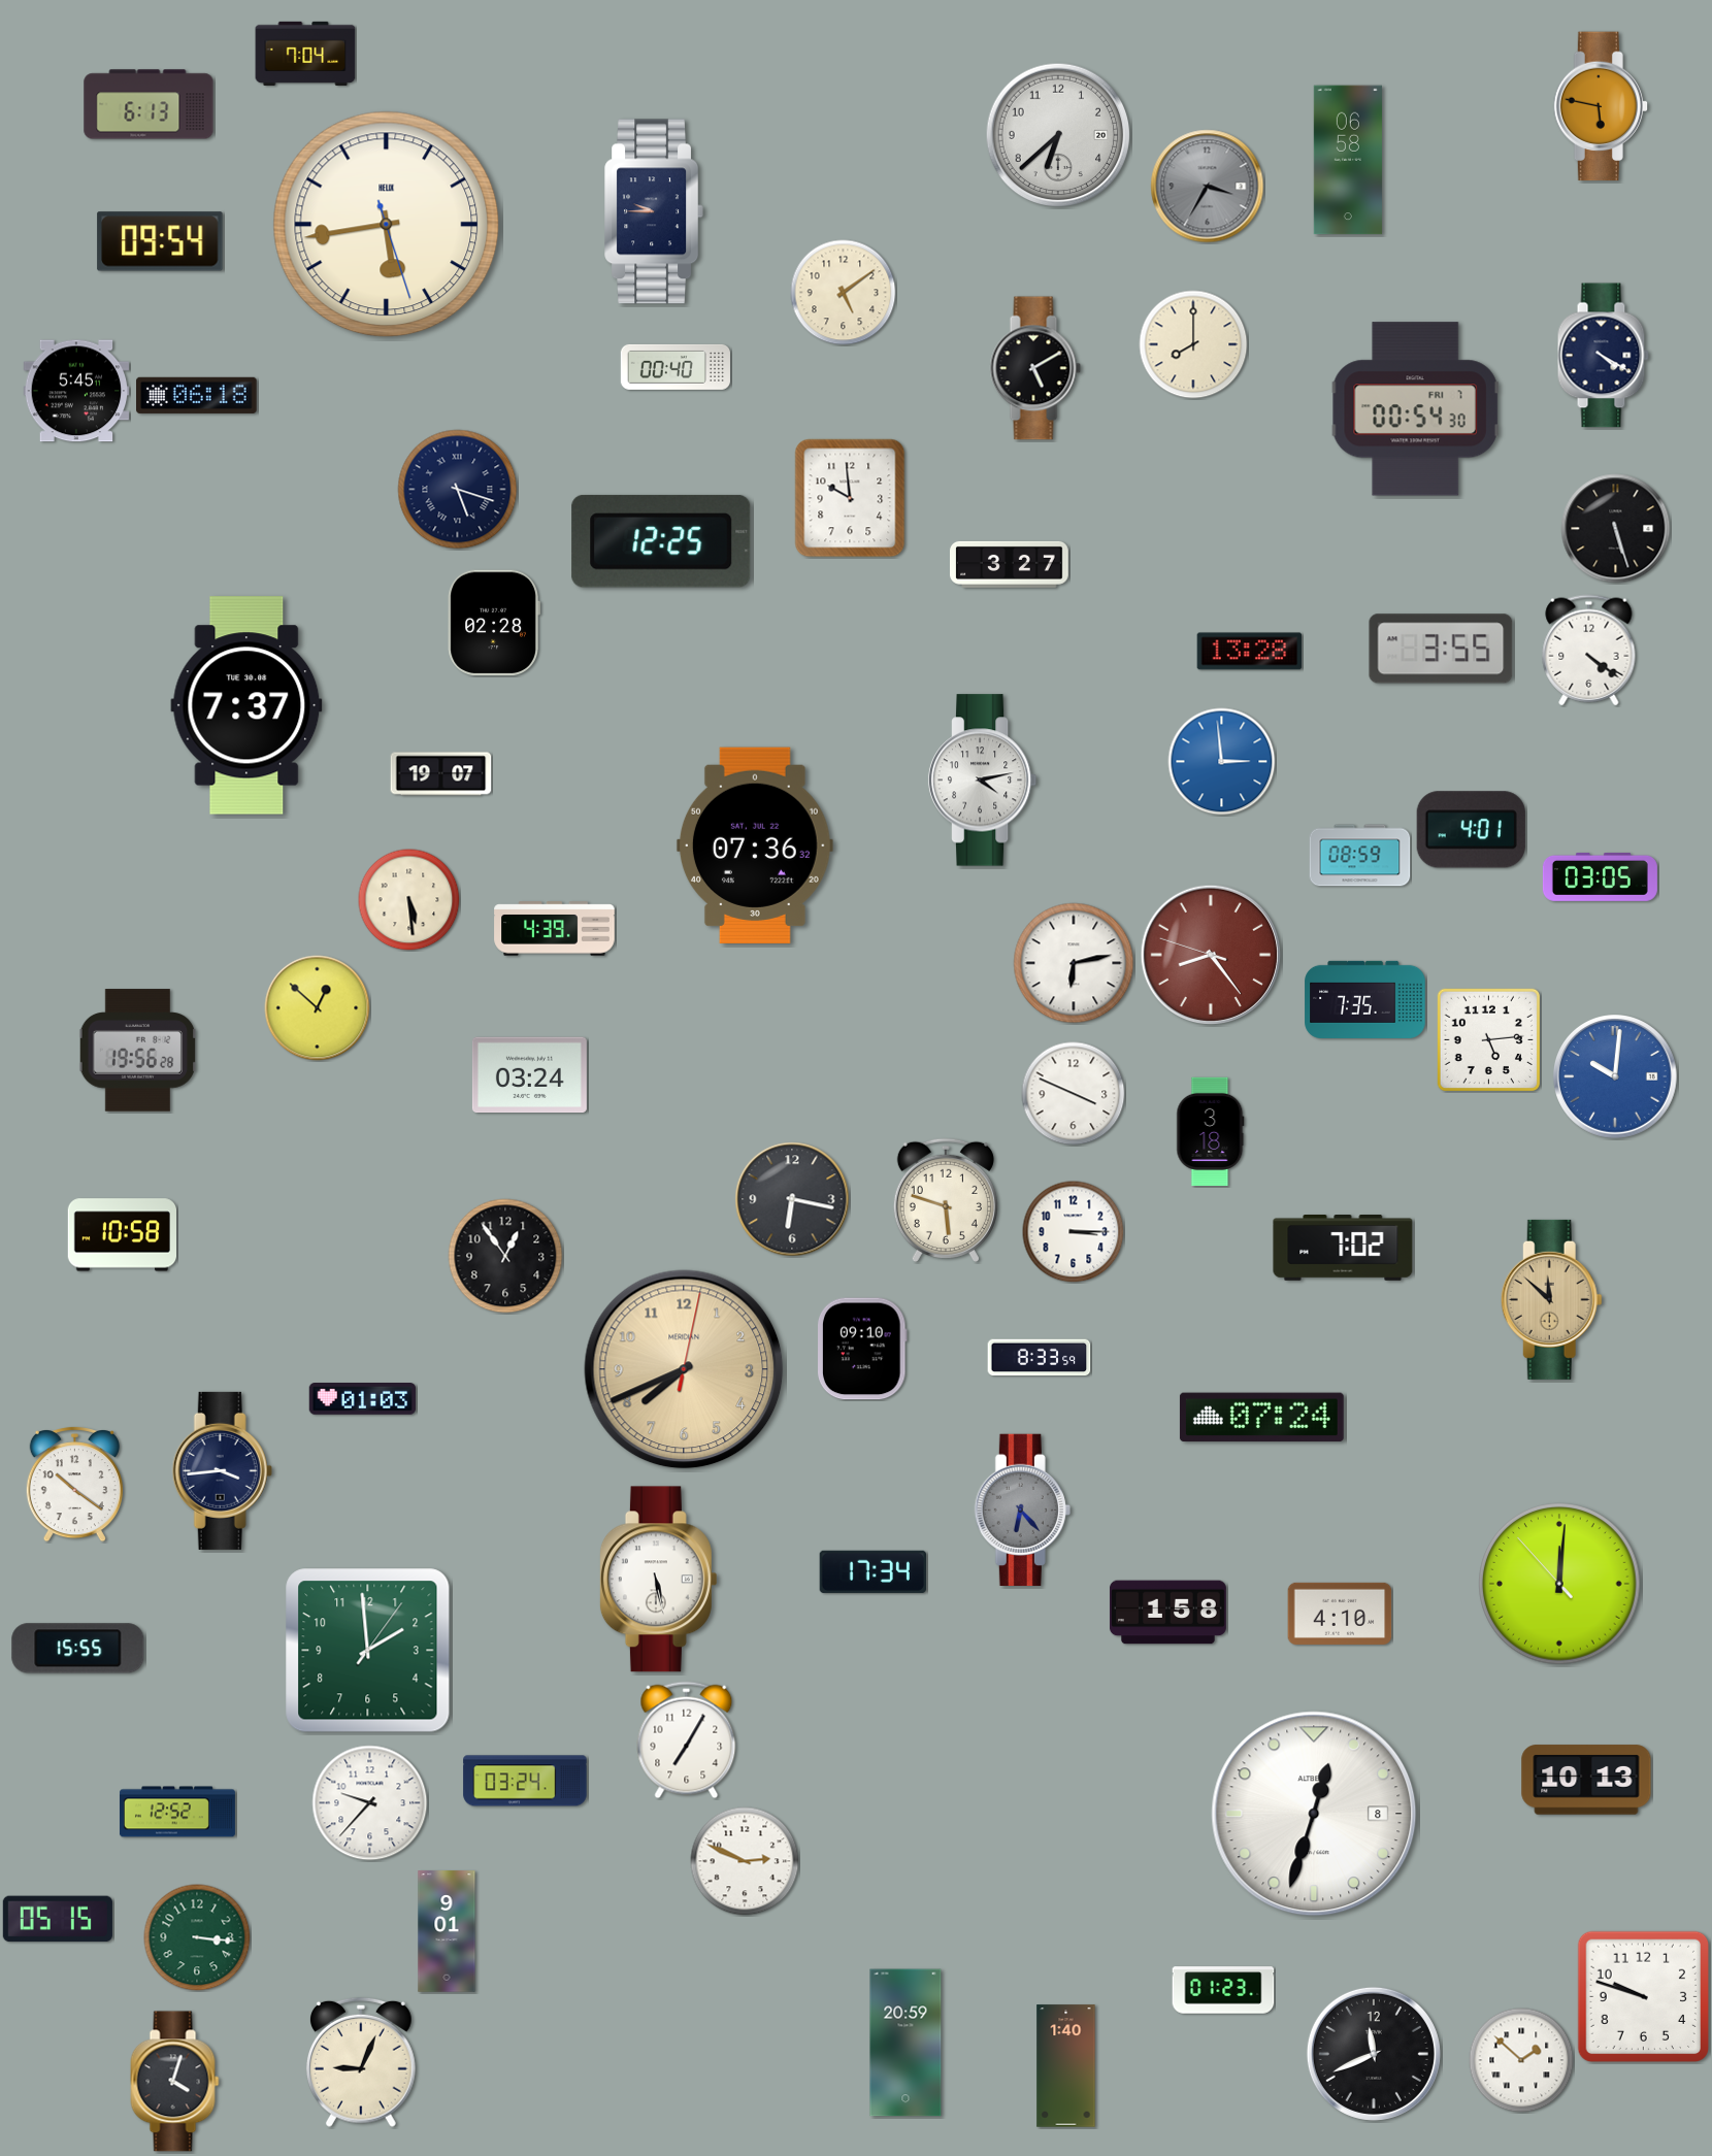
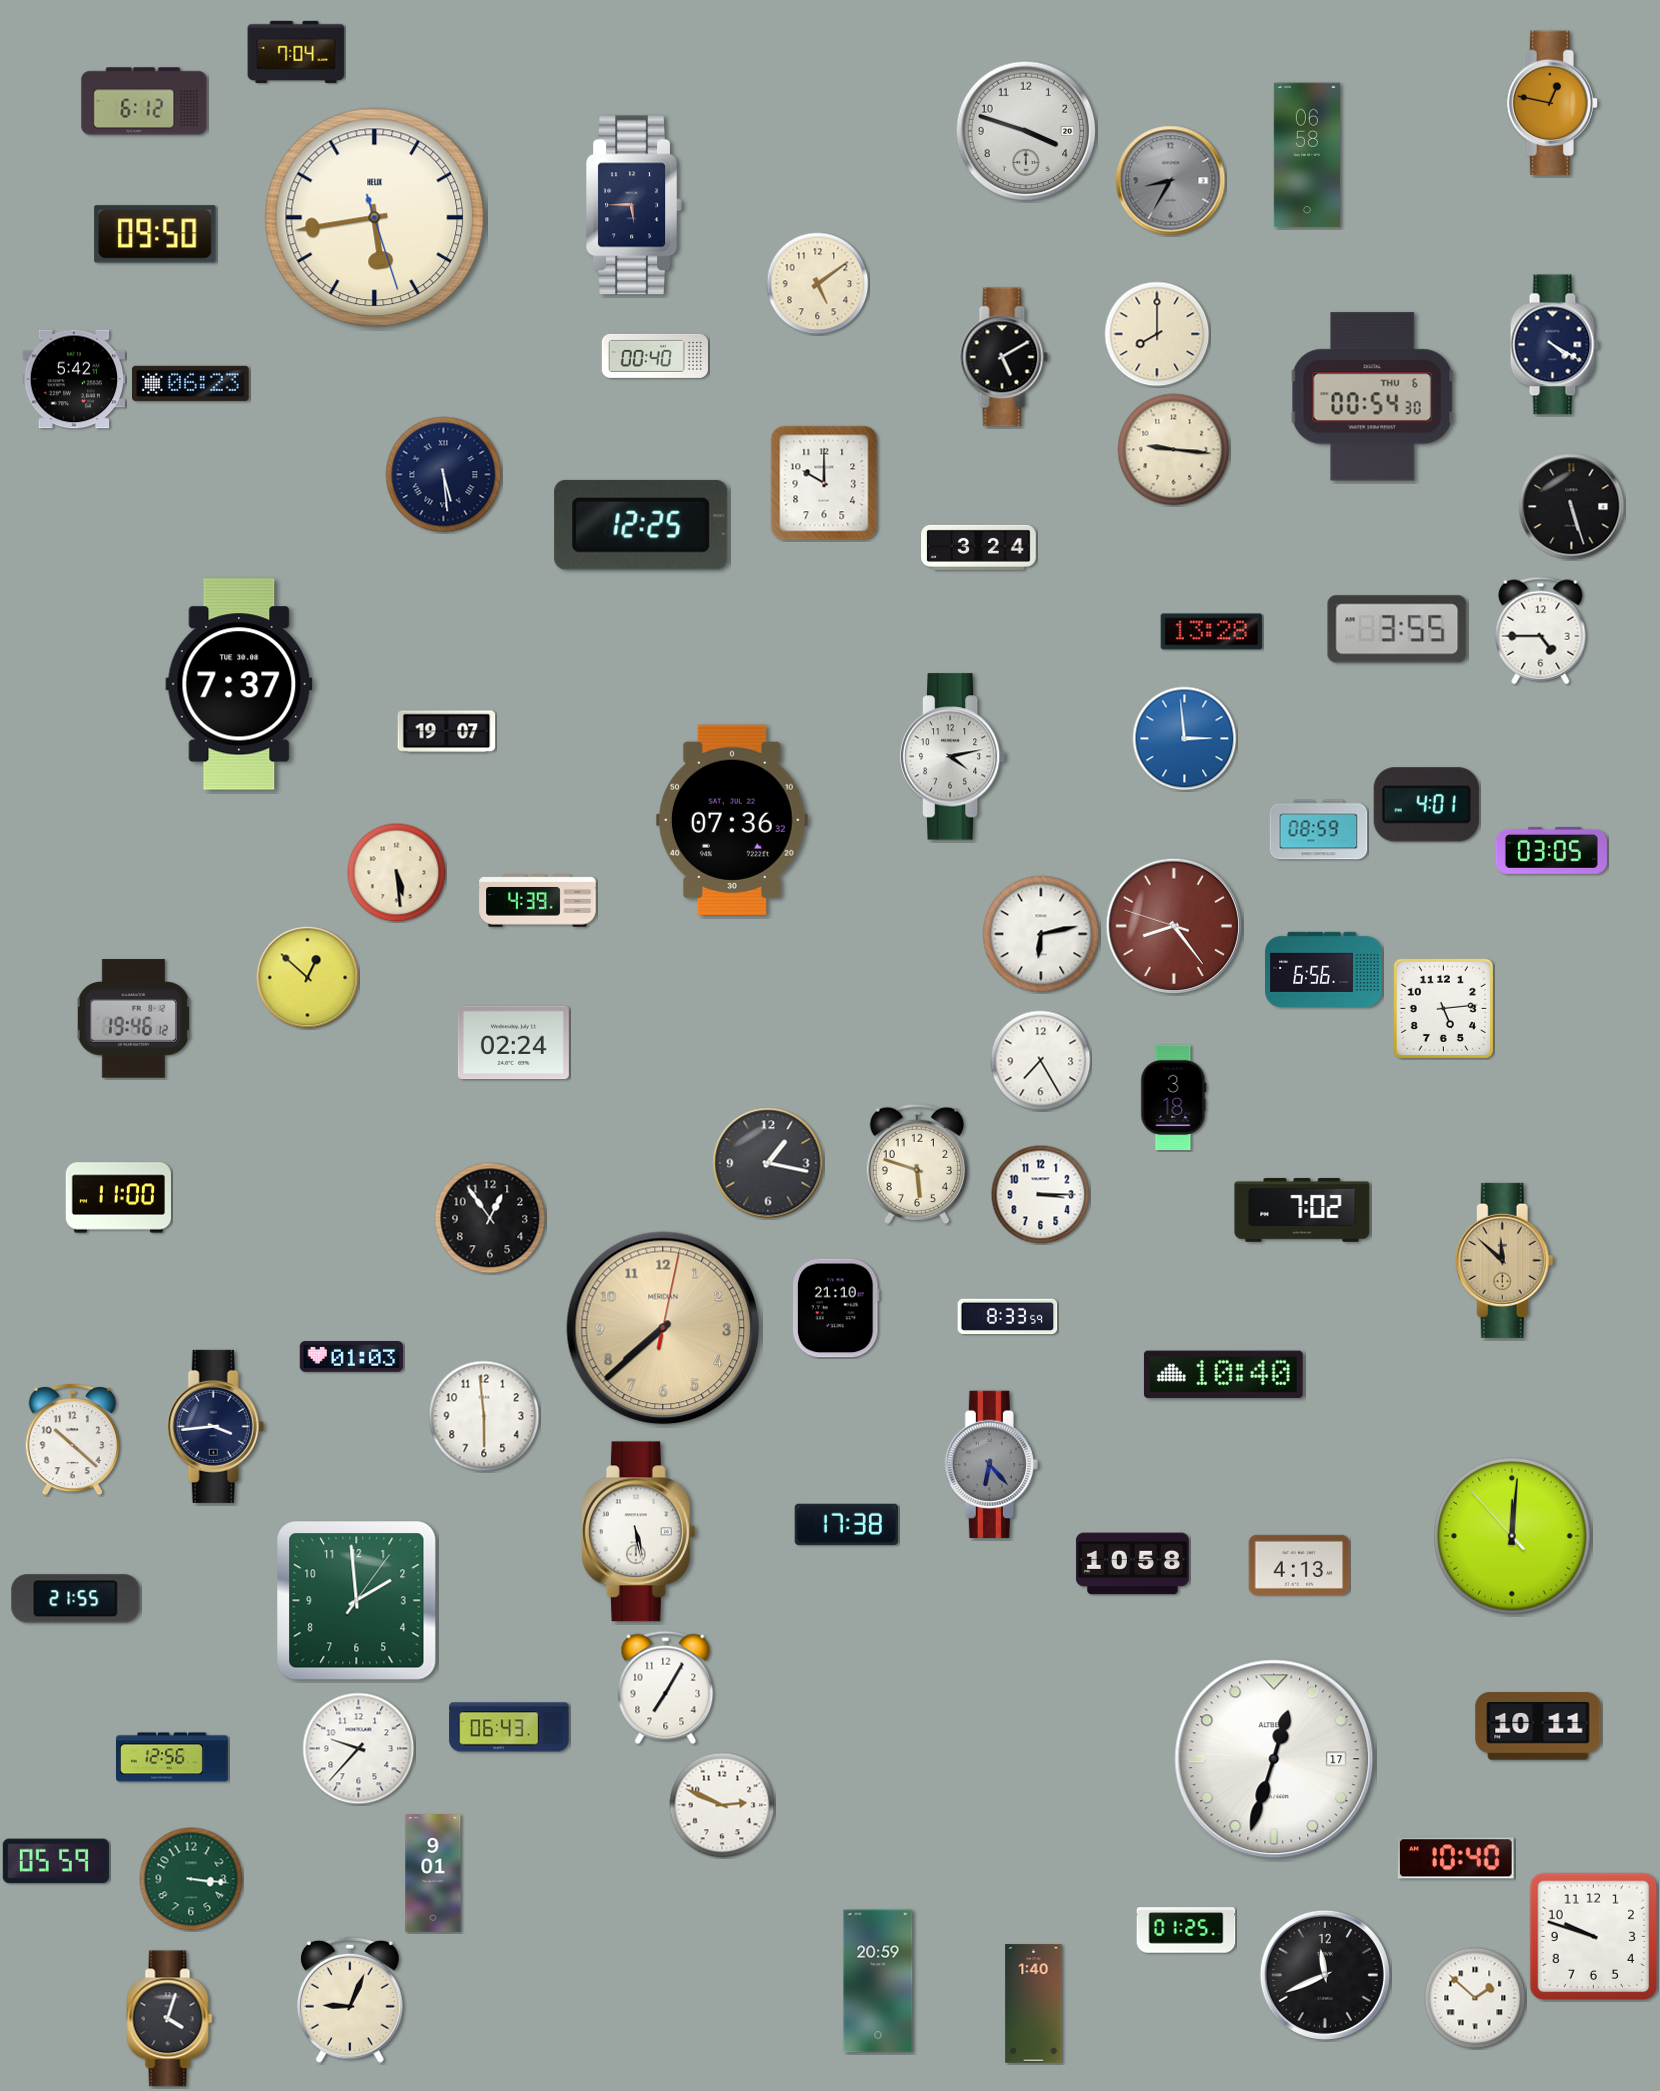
clock at (149, 104): 6:13 -> 6:12
clock at (1601, 106): 5:47 -> 12:47
clock at (1058, 135): 6:38 -> 3:48
clock at (1208, 187): 3:35 -> 8:35
clock at (654, 211): 9:45 -> 5:45
clock at (160, 241): 09:54 -> 09:50
clock at (76, 391): 5:45 -> 5:42
clock at (197, 395): 06:18 -> 06:23
clock at (1415, 409) date: FRI 7 -> THU 6
clock at (1174, 450): none -> 9:16
clock at (458, 490): 5:18 -> 5:29
clock at (850, 498): 9:59 -> 10:00
clock at (1616, 529) position: (1616, 529) -> (1572, 507)
clock at (1010, 564): 3:27 -> 3:24
clock at (494, 623): 02:28 -> none
clock at (1589, 651): 4:21 -> 4:45
clock at (441, 774) position: (441, 774) -> (447, 732)
clock at (1365, 999): 7:35 -> 6:56
clock at (138, 1051): 19:56 -> 19:46
clock at (529, 1075): 03:24 -> 02:24
clock at (1616, 1076): 10:01 -> none
clock at (1074, 1094): 3:49 -> 7:25
clock at (792, 1199): 6:17 -> 1:17
clock at (122, 1235): 10:58 -> 11:00
clock at (863, 1349): 09:10 -> 21:10
clock at (684, 1369): 7:41 -> 7:38
clock at (1261, 1418): 07:24 -> 10:40
clock at (484, 1416): none -> 5:59
clock at (74, 1484): 10:21 -> 10:22
clock at (873, 1571): 17:34 -> 17:38
clock at (1167, 1613): 1:58 -> 10:58
clock at (1340, 1614): 4:10 -> 4:13
clock at (78, 1649): 15:55 -> 21:55
clock at (1586, 1780): 10:13 -> 10:11
clock at (525, 1781): 03:24 -> 06:43
clock at (177, 1812): 12:52 -> 12:56
clock at (1314, 1814) date: 8 -> 17
clock at (1456, 1858): none -> 10:40
clock at (58, 1919): 05:15 -> 05:59
clock at (1223, 1990): 01:23 -> 01:25
clock at (1374, 2054) position: (1374, 2054) -> (1325, 1975)
